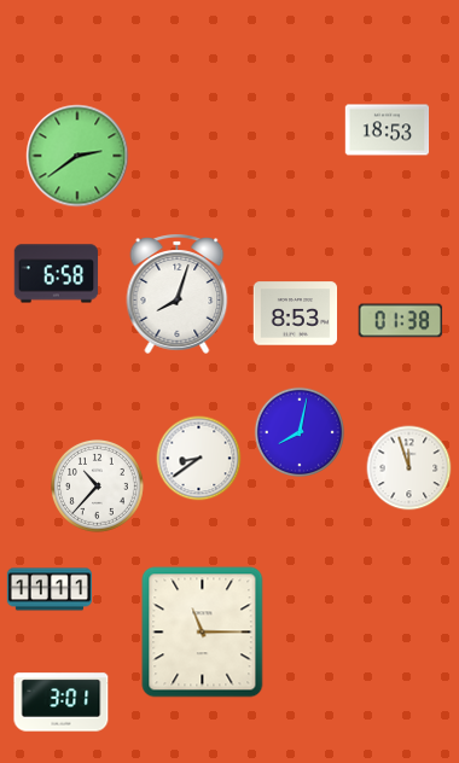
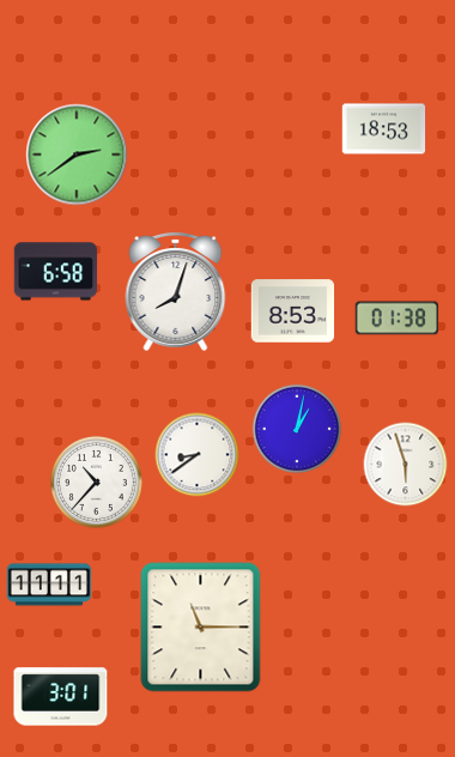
clock at (298, 431): 8:02 -> 1:02
clock at (409, 468): 11:57 -> 5:57
